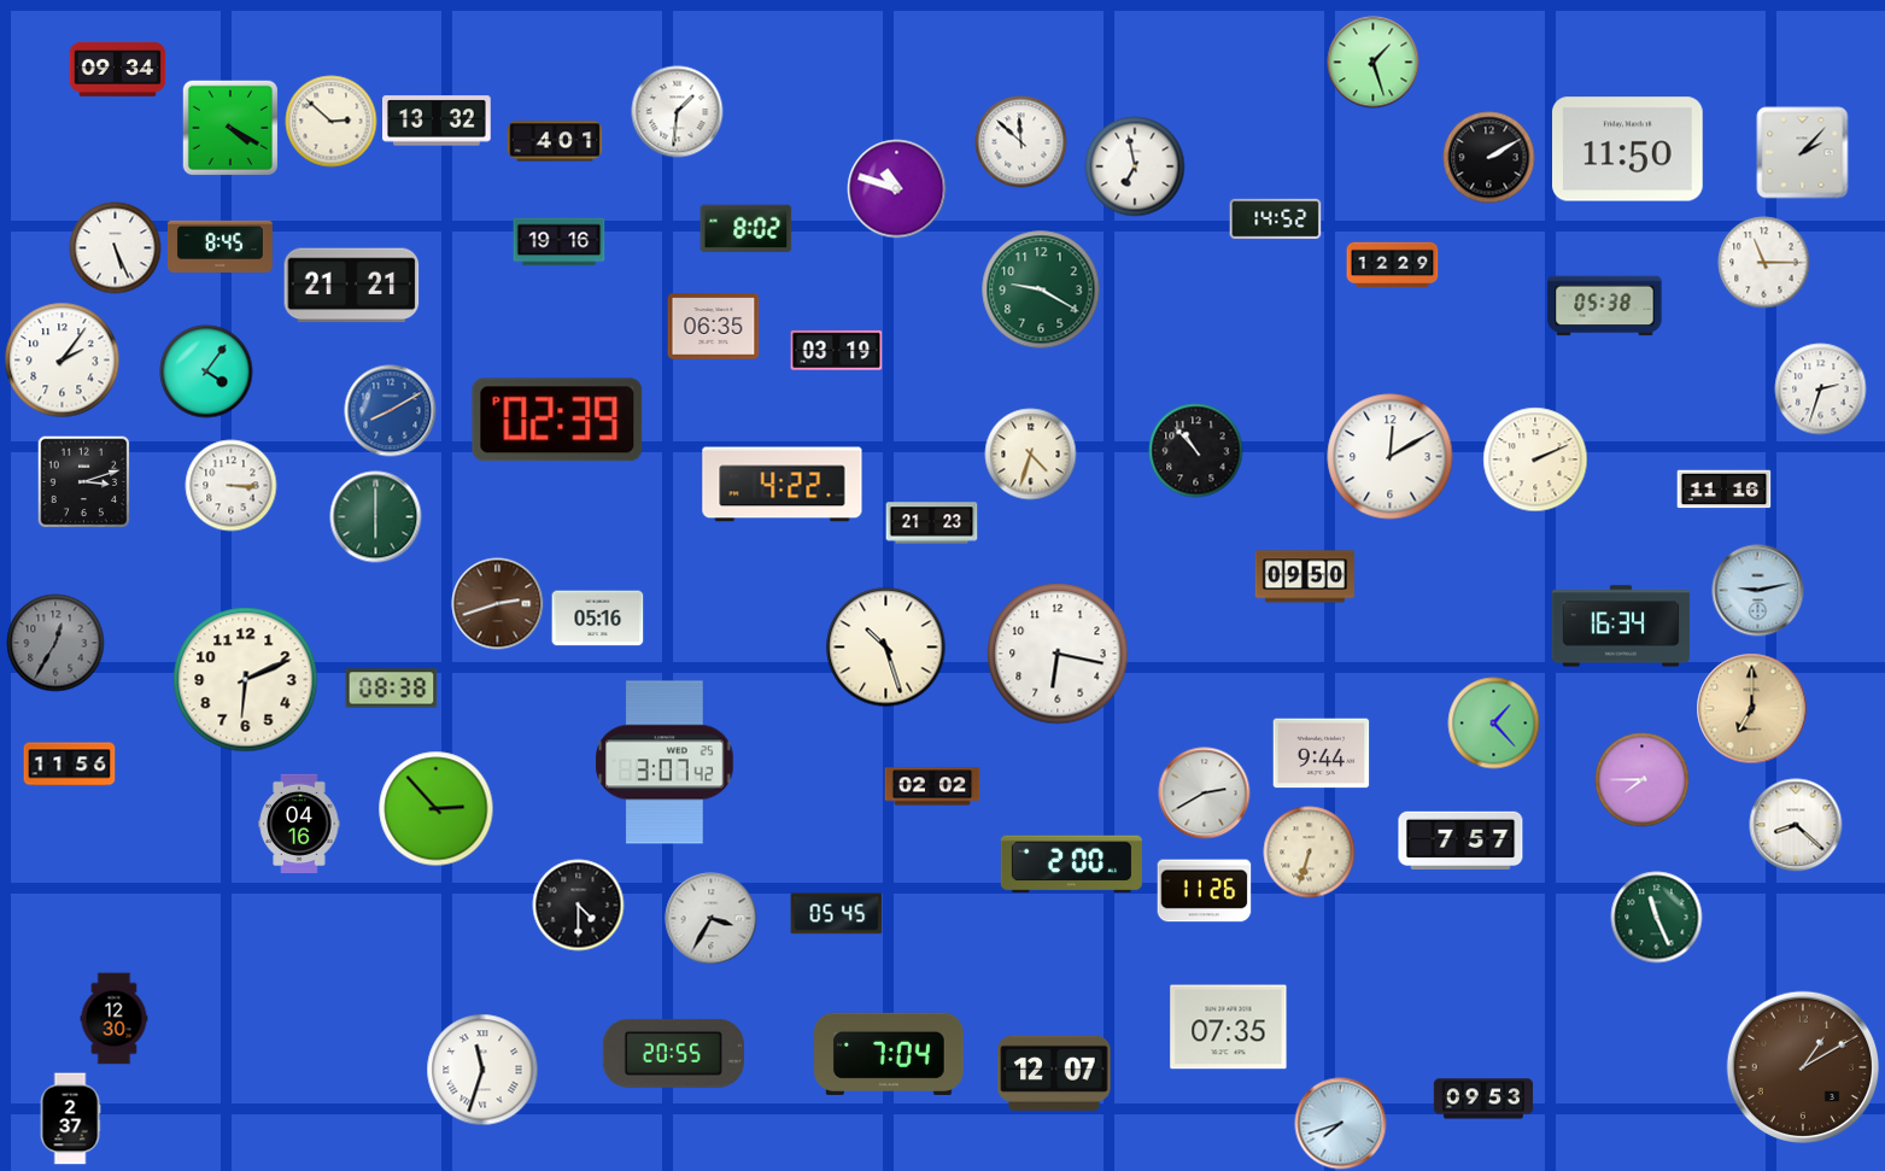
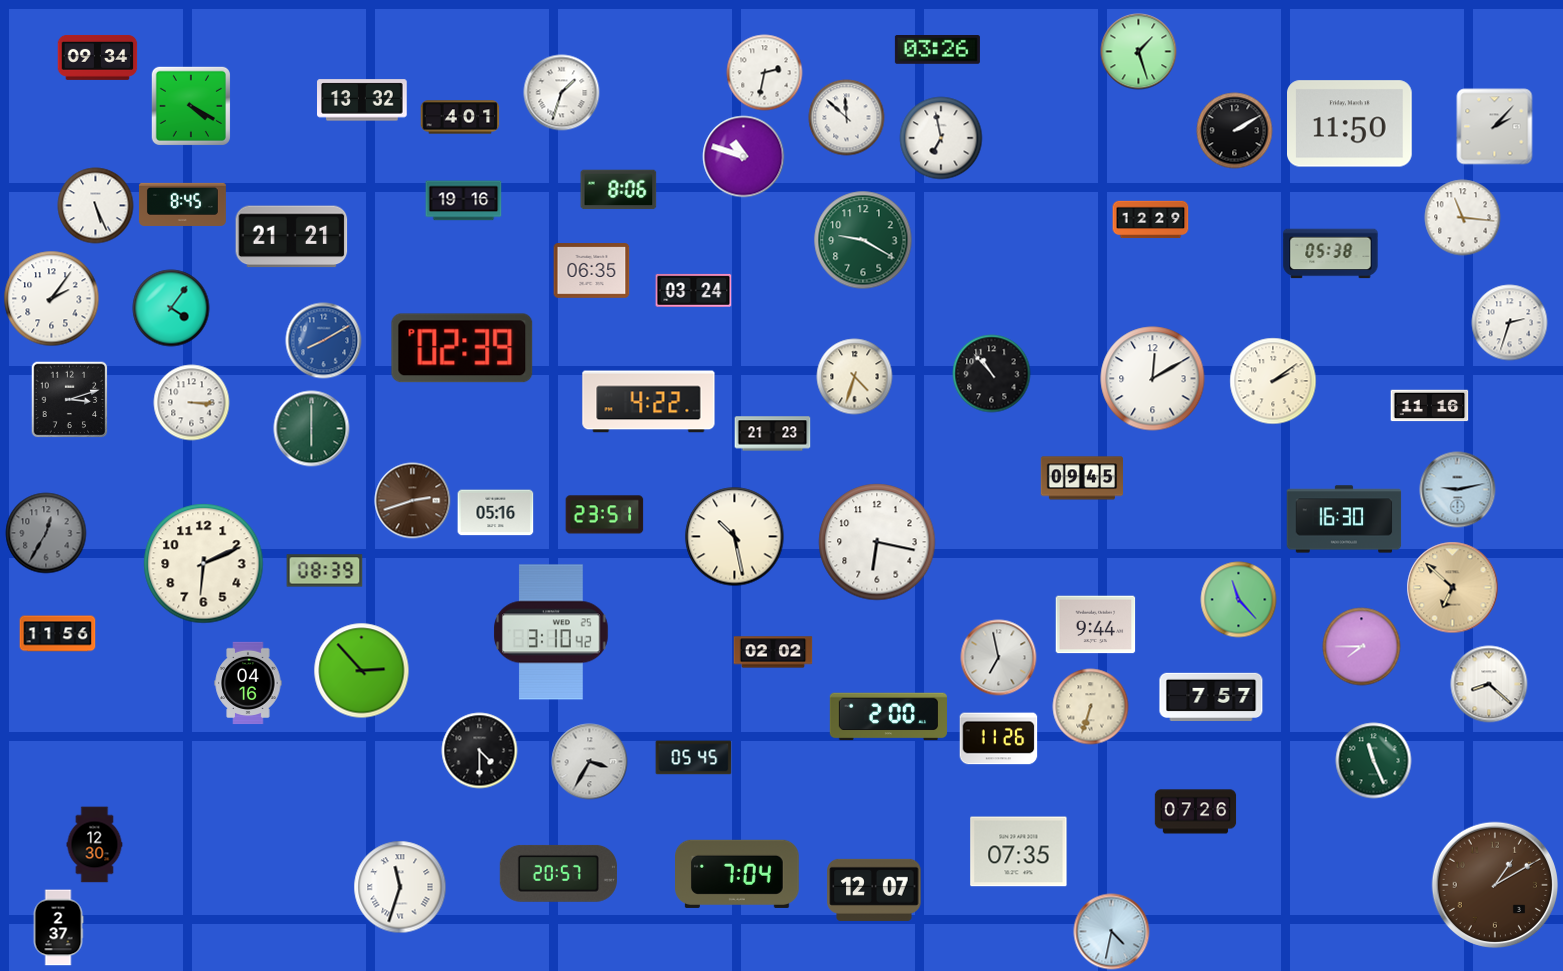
clock at (937, 50): none -> 03:26
clock at (765, 73): none -> 2:32
clock at (678, 112): 1:31 -> 1:33
clock at (332, 122): 2:52 -> none
clock at (1276, 219): 14:52 -> none
clock at (747, 229): 8:02 -> 8:06
clock at (1764, 263): 11:15 -> 11:16
clock at (1393, 265) position: (1393, 265) -> (1151, 220)
clock at (837, 350): 03:19 -> 03:24
clock at (1535, 459): 2:11 -> 2:09
clock at (1304, 576): 09:50 -> 09:45
clock at (605, 515): none -> 23:51
clock at (1621, 626): 16:34 -> 16:30
clock at (886, 648): 10:27 -> 10:28
clock at (392, 689): 08:38 -> 08:39
clock at (1752, 709): 7:00 -> 6:52
clock at (1494, 724): 1:23 -> 11:23
clock at (665, 762): 3:07 -> 3:10
clock at (1205, 794): 2:40 -> 6:58
clock at (1310, 853) position: (1310, 853) -> (1091, 707)
clock at (1196, 812): none -> 07:26
clock at (673, 1053): 20:55 -> 20:57
clock at (1483, 1099): 09:53 -> none
clock at (1341, 1124): 7:42 -> 4:32
